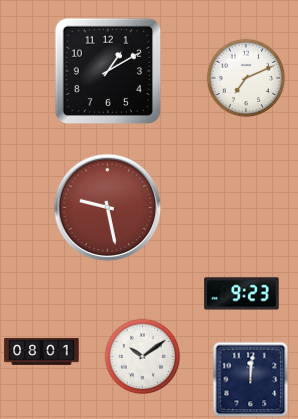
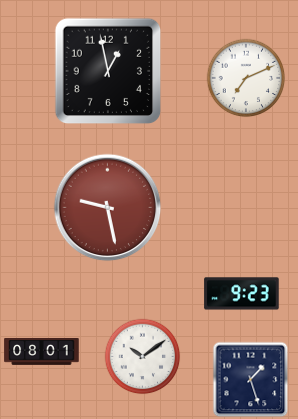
clock at (108, 71): 1:10 -> 12:58
clock at (251, 380): 12:01 -> 1:27
